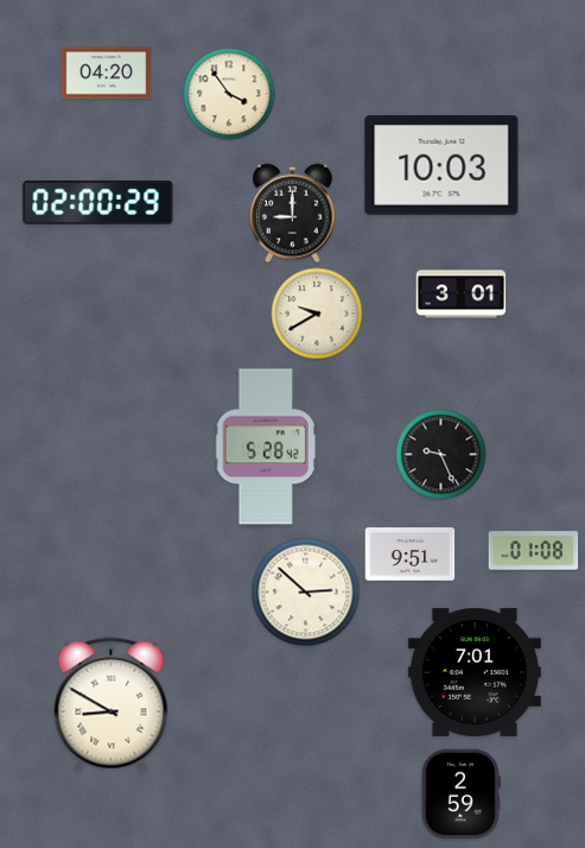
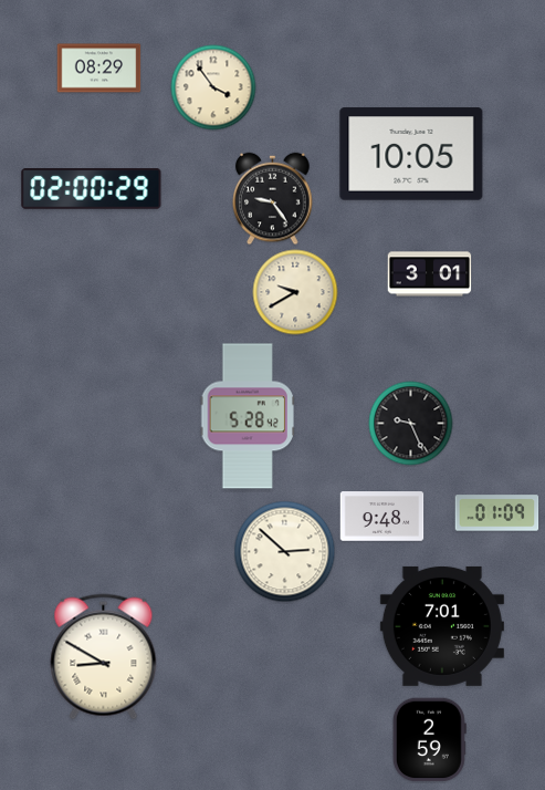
clock at (107, 74): 04:20 -> 08:29
clock at (441, 165): 10:03 -> 10:05
clock at (293, 214): 9:00 -> 9:24
clock at (534, 551): 01:08 -> 01:09
clock at (411, 555): 9:51 -> 9:48
